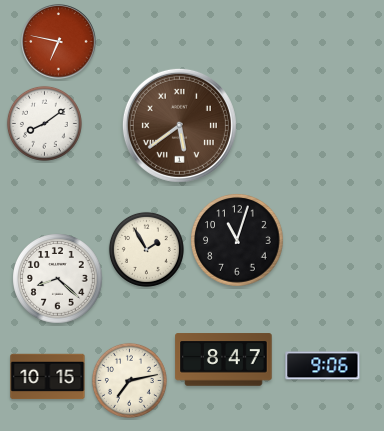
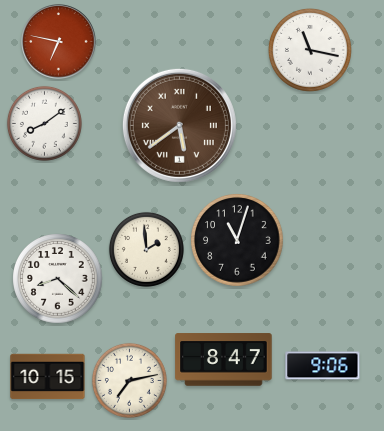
clock at (311, 51): none -> 11:17
clock at (146, 249): 1:55 -> 1:59
